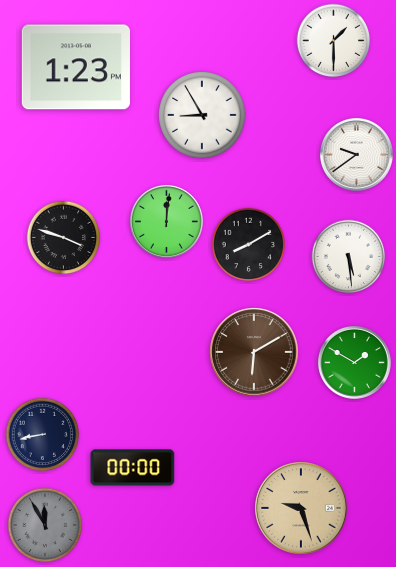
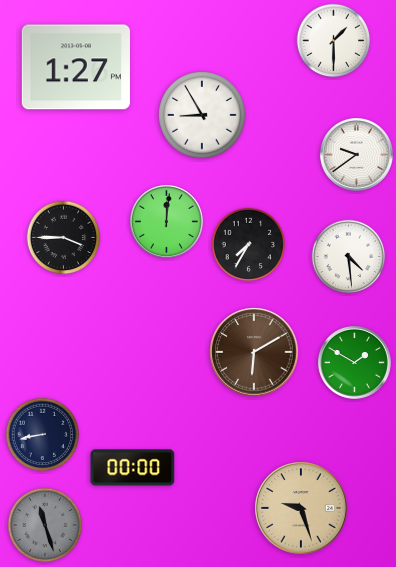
clock at (76, 67): 1:23 -> 1:27
clock at (64, 238): 3:48 -> 3:45
clock at (249, 245): 8:10 -> 7:35
clock at (349, 257): 5:29 -> 4:29
clock at (45, 525): 11:55 -> 11:27
